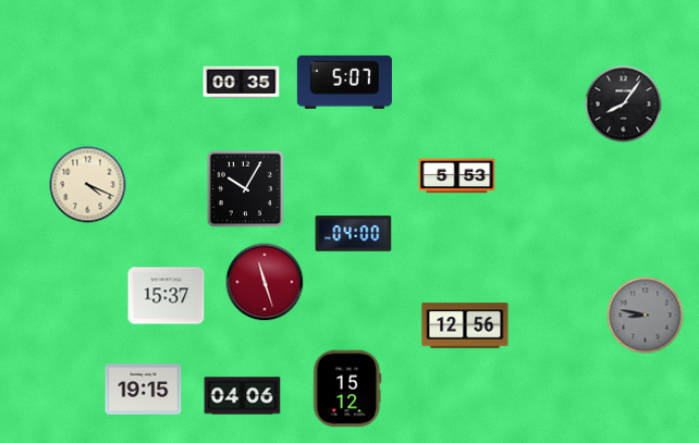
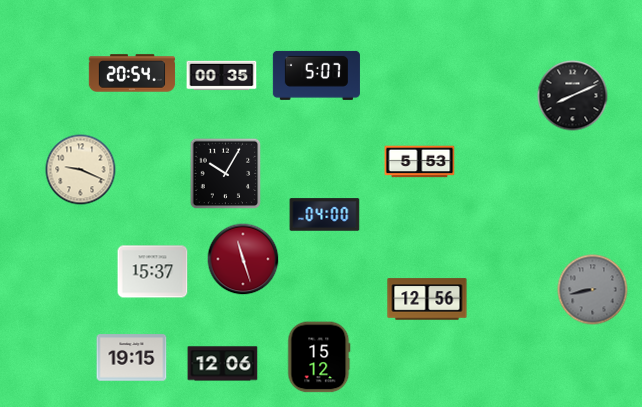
clock at (132, 73): none -> 20:54
clock at (624, 104): 8:06 -> 8:11
clock at (88, 185): 4:19 -> 9:19
clock at (646, 316): 8:47 -> 8:43
clock at (243, 396): 04:06 -> 12:06
